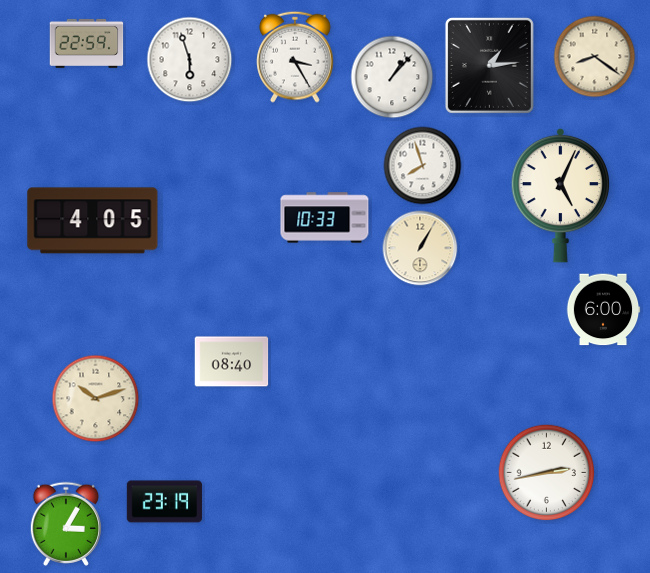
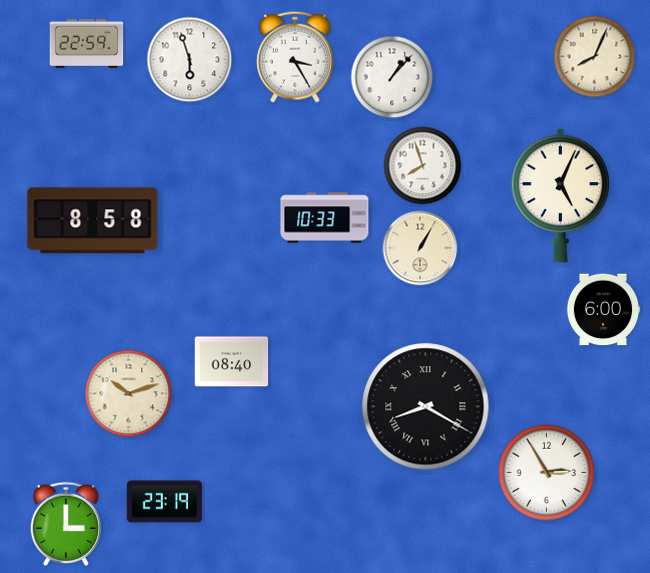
clock at (595, 57): 8:21 -> 8:04
clock at (489, 65): 1:14 -> none
clock at (93, 221): 4:05 -> 8:58
clock at (96, 399) position: (96, 399) -> (129, 394)
clock at (426, 407): none -> 8:20
clock at (547, 473): 2:43 -> 2:55
clock at (66, 524): 3:05 -> 3:00
